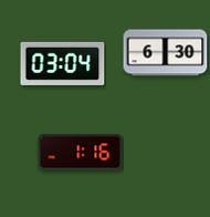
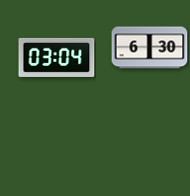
clock at (81, 153): 1:16 -> none
